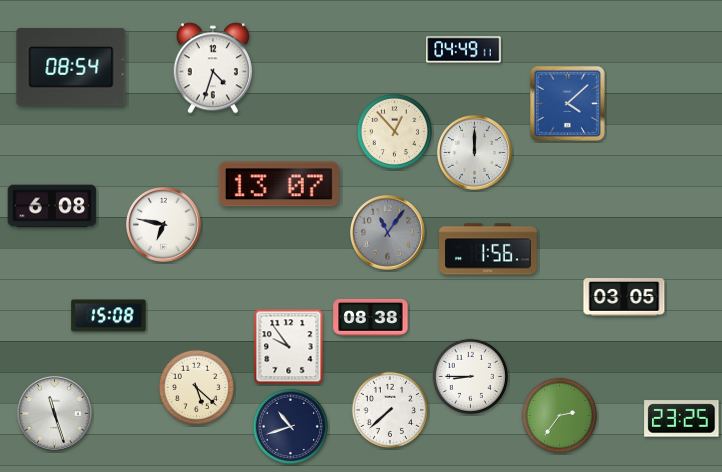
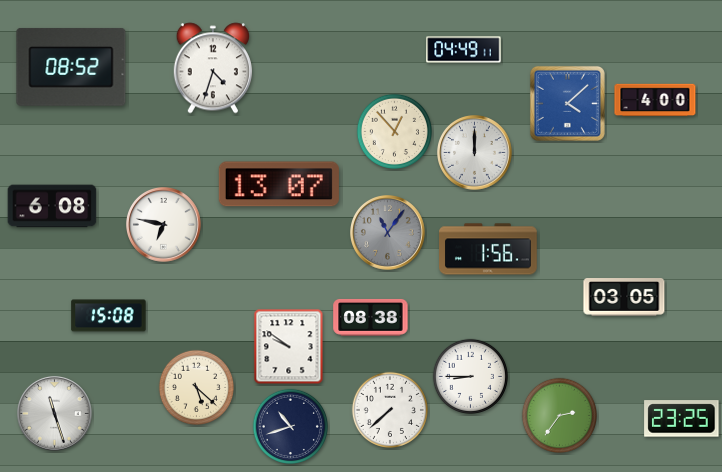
clock at (71, 67): 08:54 -> 08:52
clock at (655, 100): none -> 4:00
clock at (289, 347): 9:54 -> 9:51
